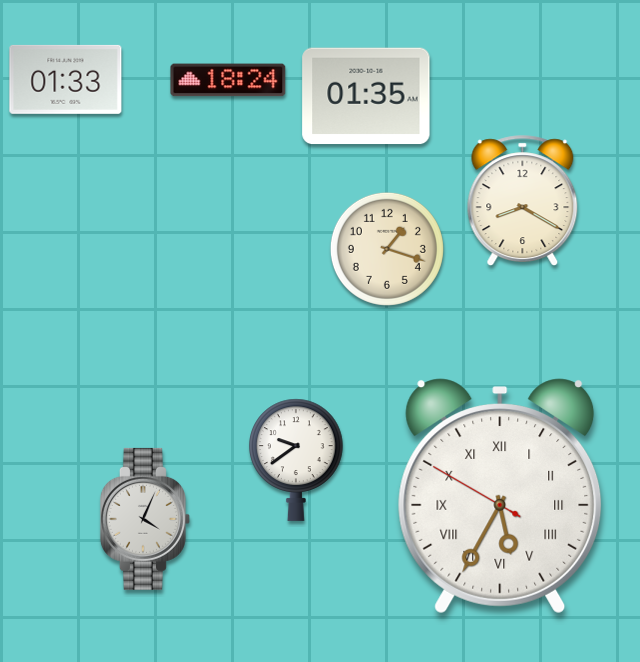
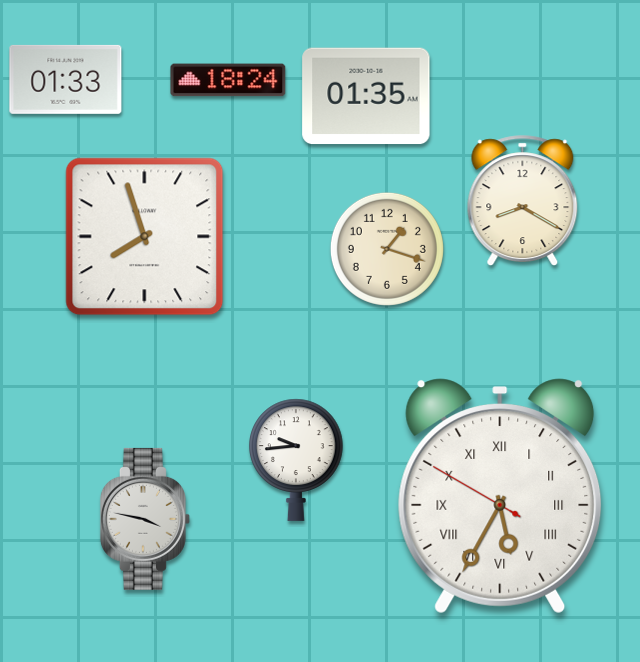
clock at (145, 237): none -> 7:57
clock at (297, 460): 9:39 -> 9:44
clock at (145, 519): 4:04 -> 3:47
